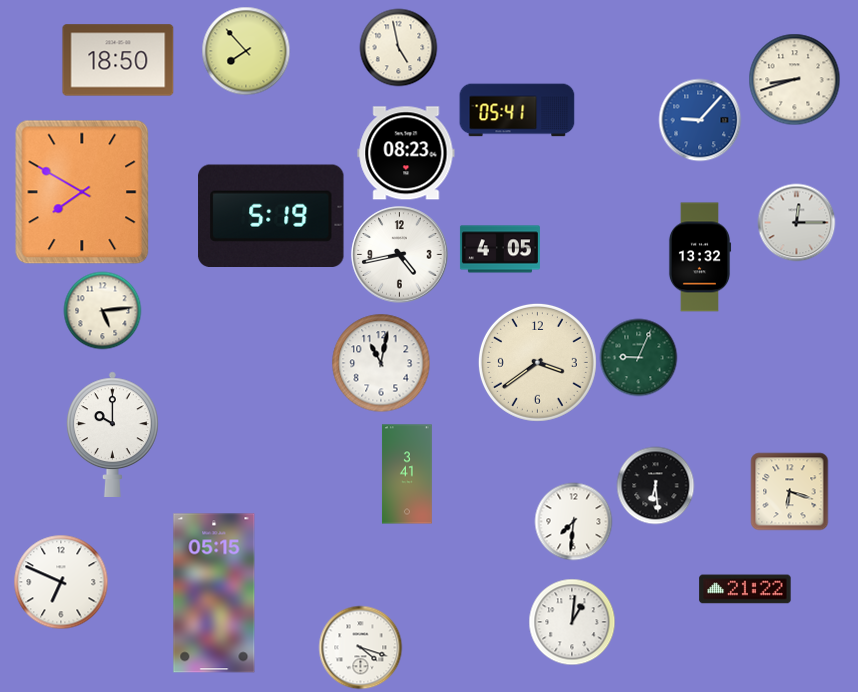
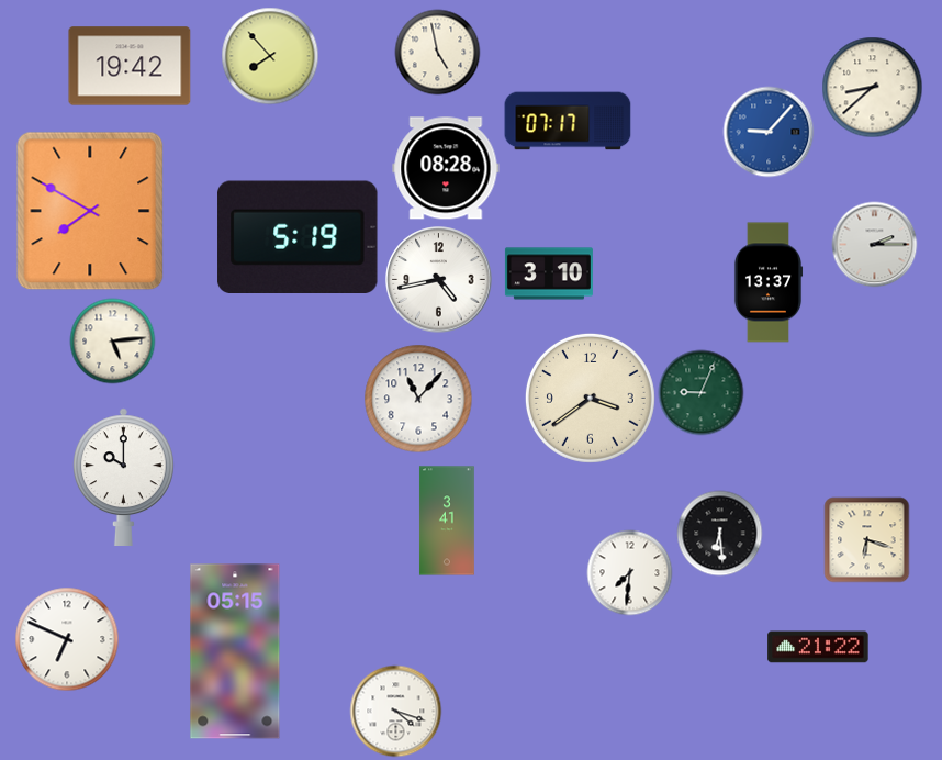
clock at (118, 60): 18:50 -> 19:42
clock at (794, 79): 8:42 -> 8:38
clock at (517, 110): 05:41 -> 07:17
clock at (406, 153): 08:23 -> 08:28
clock at (796, 222): 12:15 -> 2:15
clock at (500, 249): 4:05 -> 3:10
clock at (700, 257): 13:32 -> 13:37
clock at (381, 363): 11:02 -> 11:07
clock at (572, 622): 1:01 -> none
